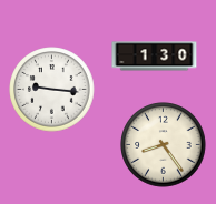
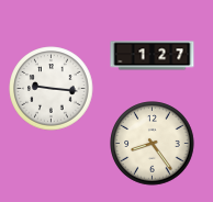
clock at (155, 57): 1:30 -> 1:27
clock at (164, 145) position: (164, 145) -> (153, 144)
